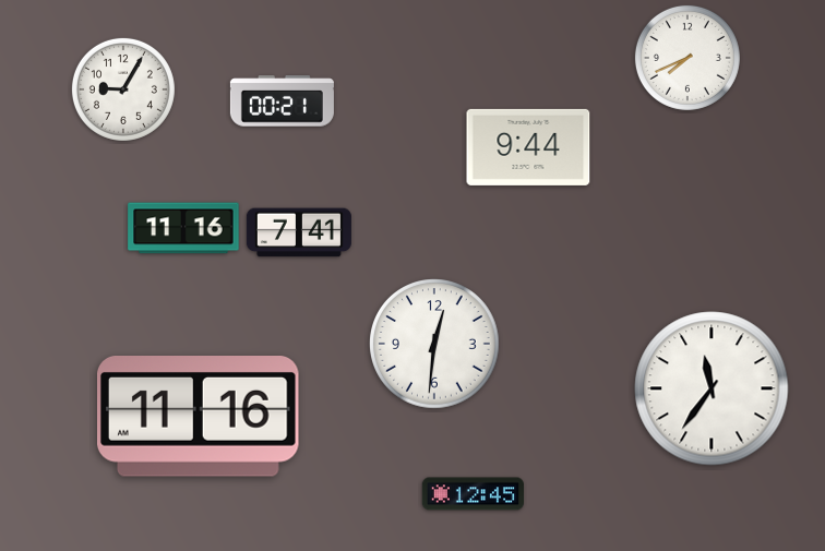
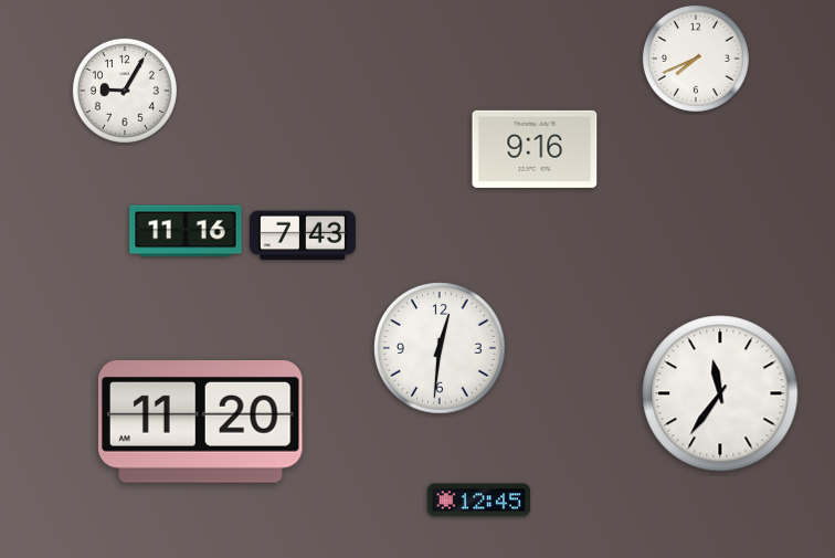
clock at (282, 101): 00:21 -> none
clock at (528, 147): 9:44 -> 9:16
clock at (299, 232): 7:41 -> 7:43
clock at (199, 417): 11:16 -> 11:20
